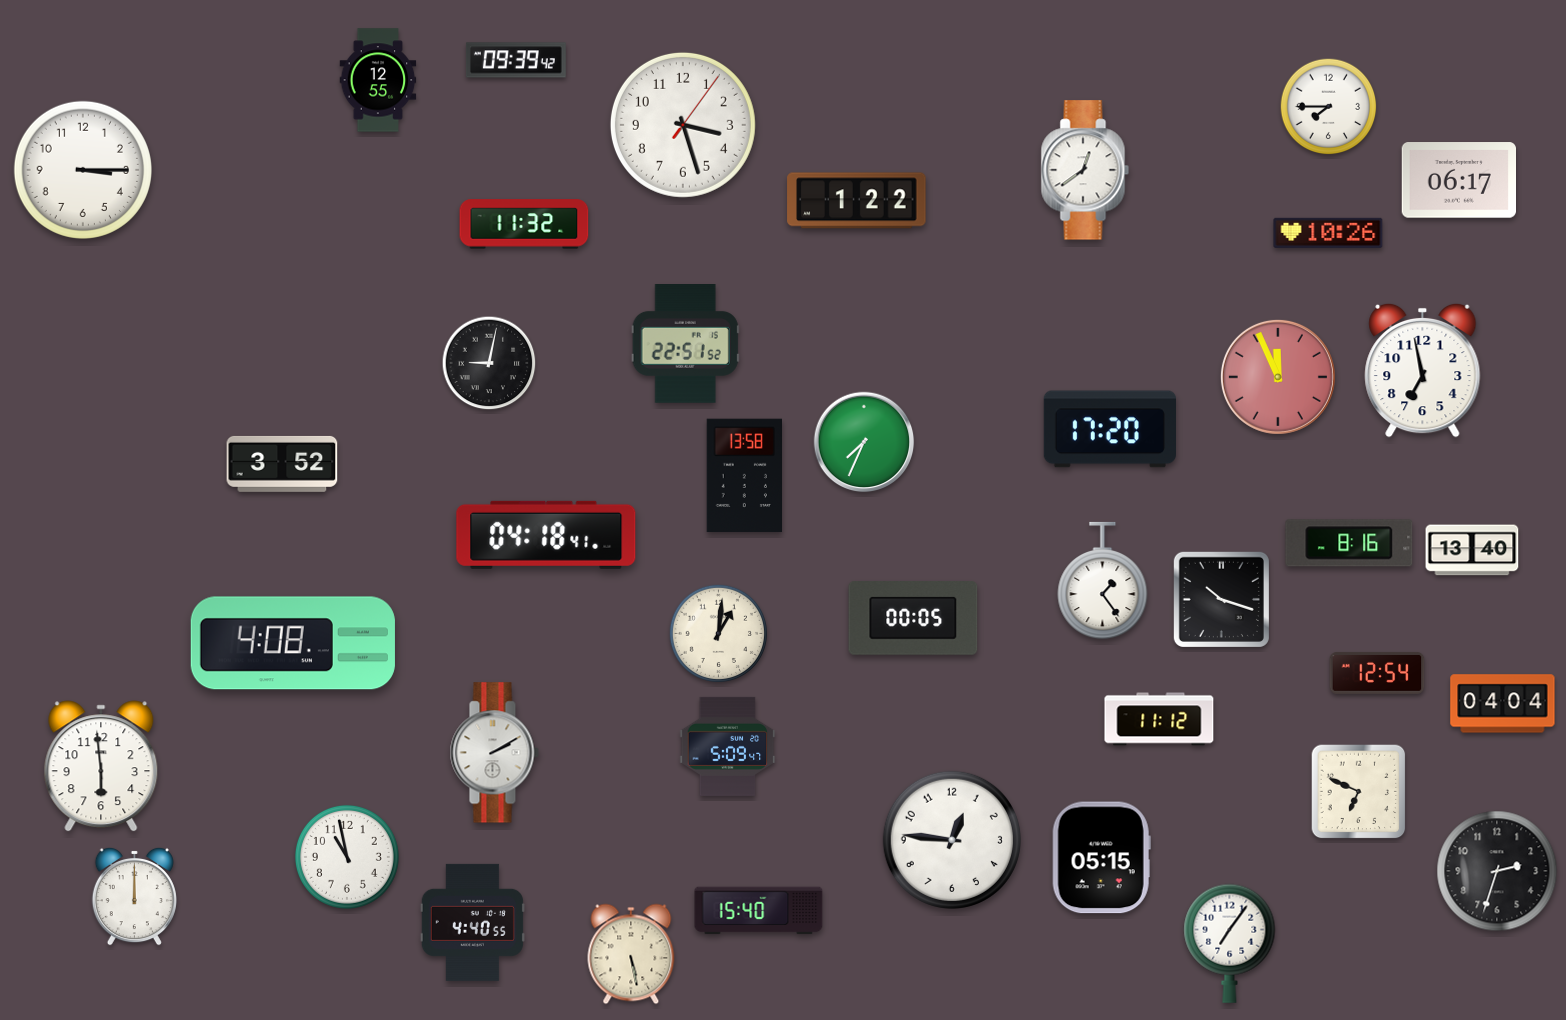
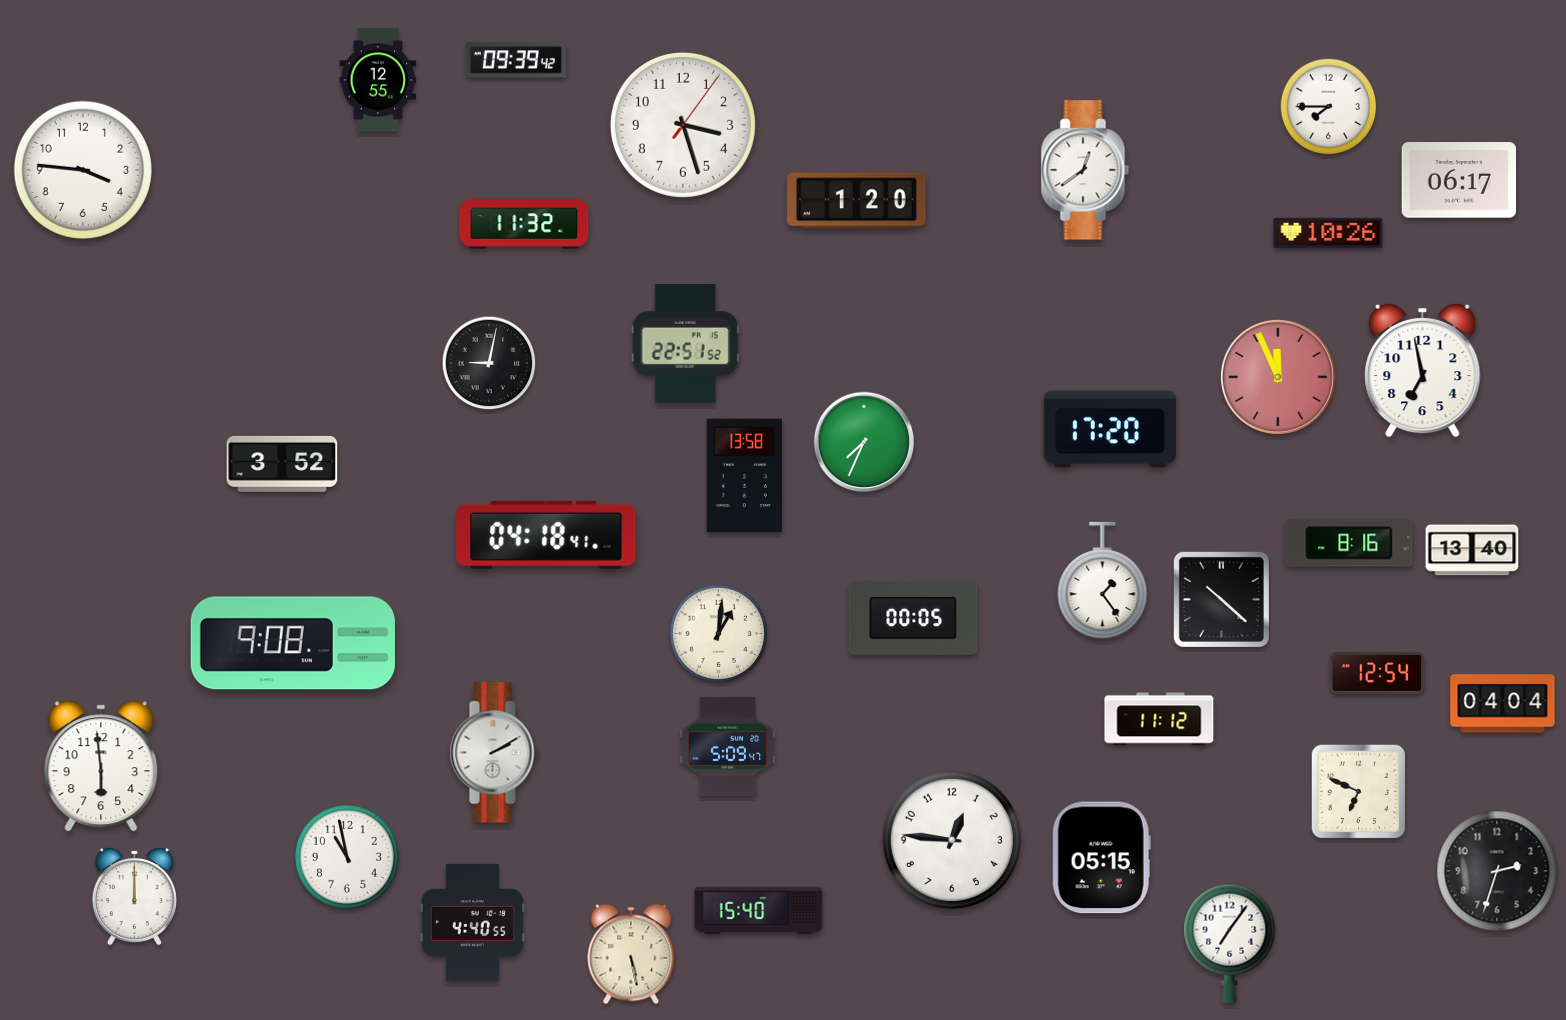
clock at (83, 170): 3:15 -> 3:46
clock at (857, 201): 1:22 -> 1:20
clock at (1221, 599): 10:18 -> 10:22
clock at (293, 643): 4:08 -> 9:08
